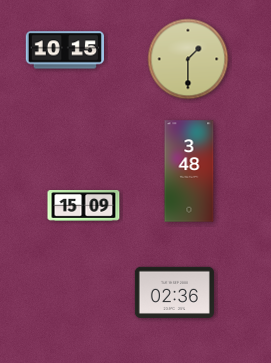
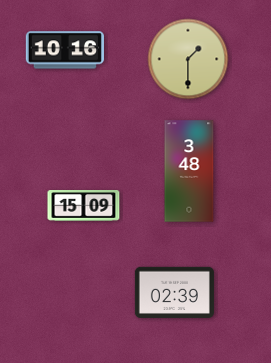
clock at (65, 50): 10:15 -> 10:16
clock at (174, 292): 02:36 -> 02:39
